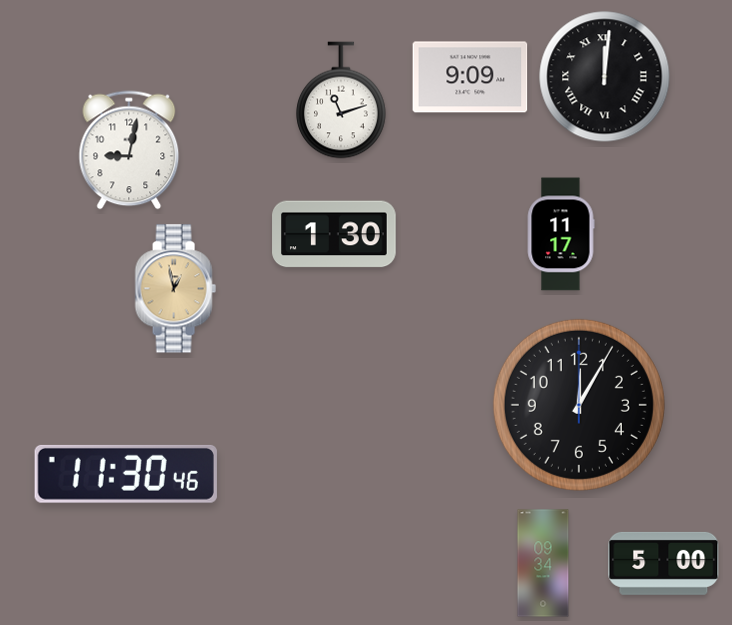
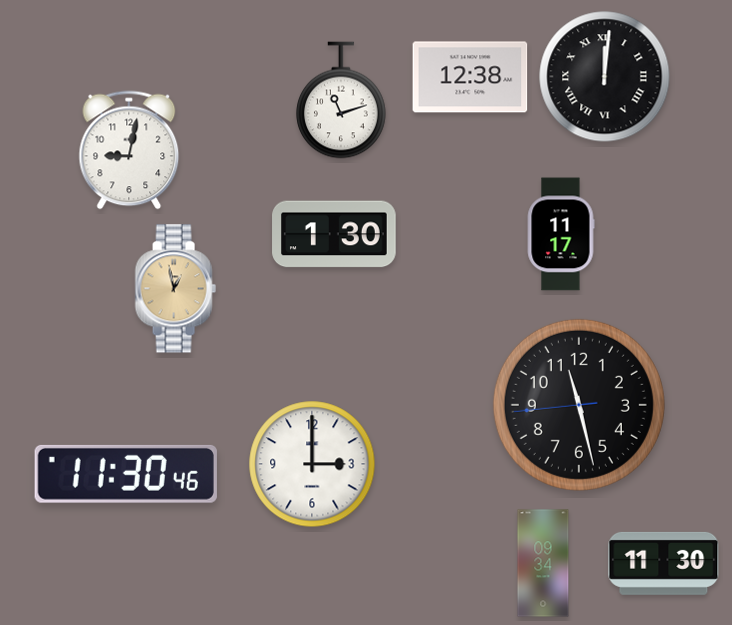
clock at (470, 77): 9:09 -> 12:38
clock at (579, 405): 12:05 -> 11:27
clock at (312, 464): none -> 3:00
clock at (664, 563): 5:00 -> 11:30
